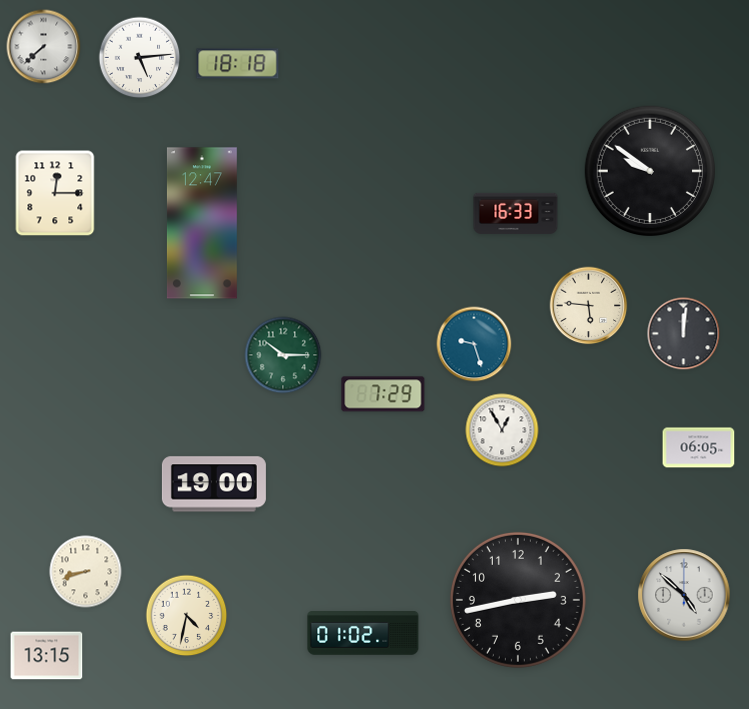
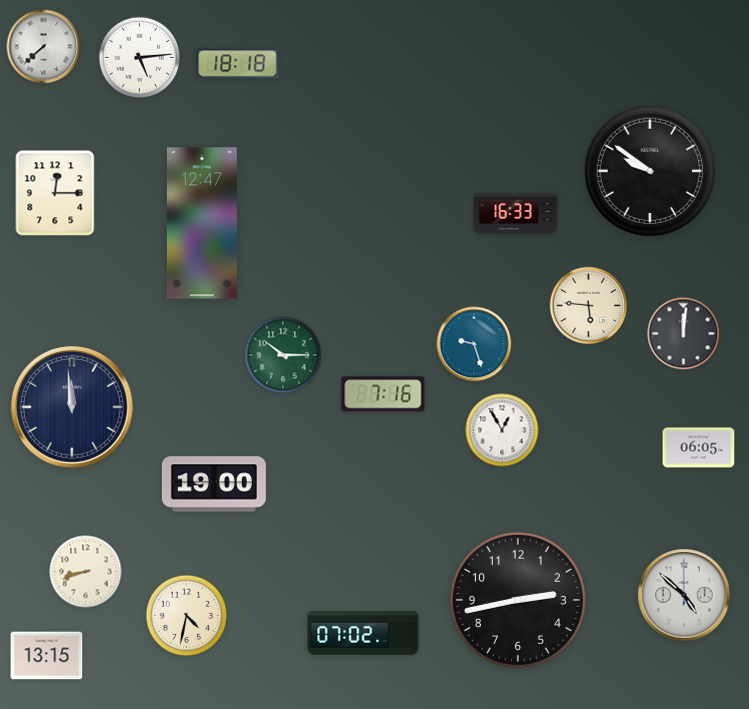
clock at (383, 394): 7:29 -> 7:16
clock at (73, 408): none -> 11:59
clock at (363, 634): 01:02 -> 07:02
